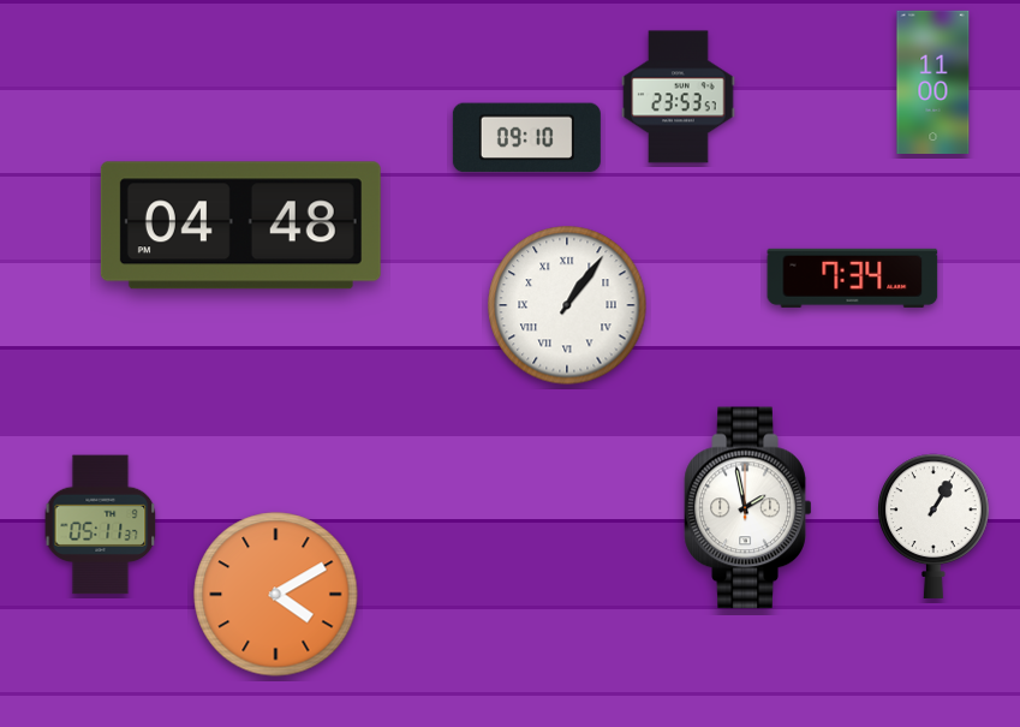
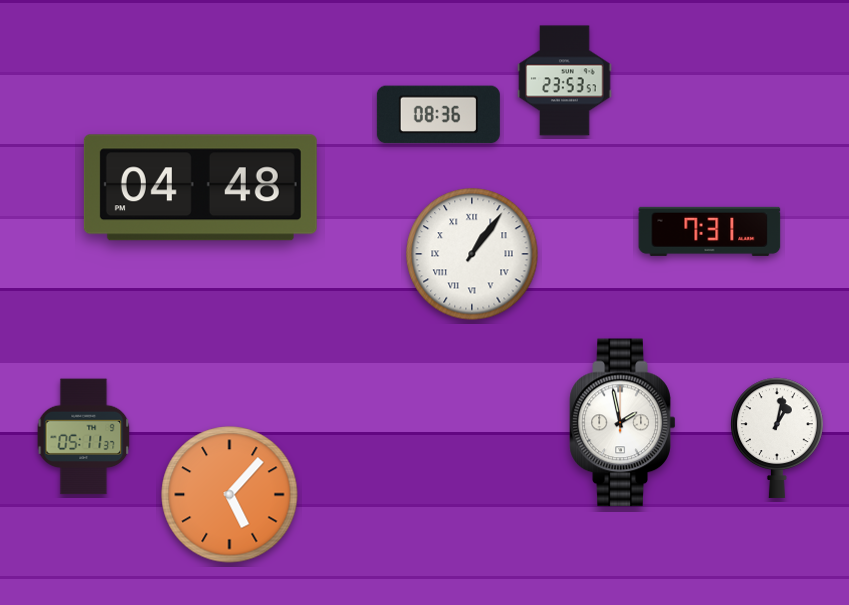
clock at (933, 82): 11:00 -> none
clock at (526, 138): 09:10 -> 08:36
clock at (853, 278): 7:34 -> 7:31
clock at (933, 526): 1:05 -> 1:02
clock at (276, 595): 4:10 -> 5:07
